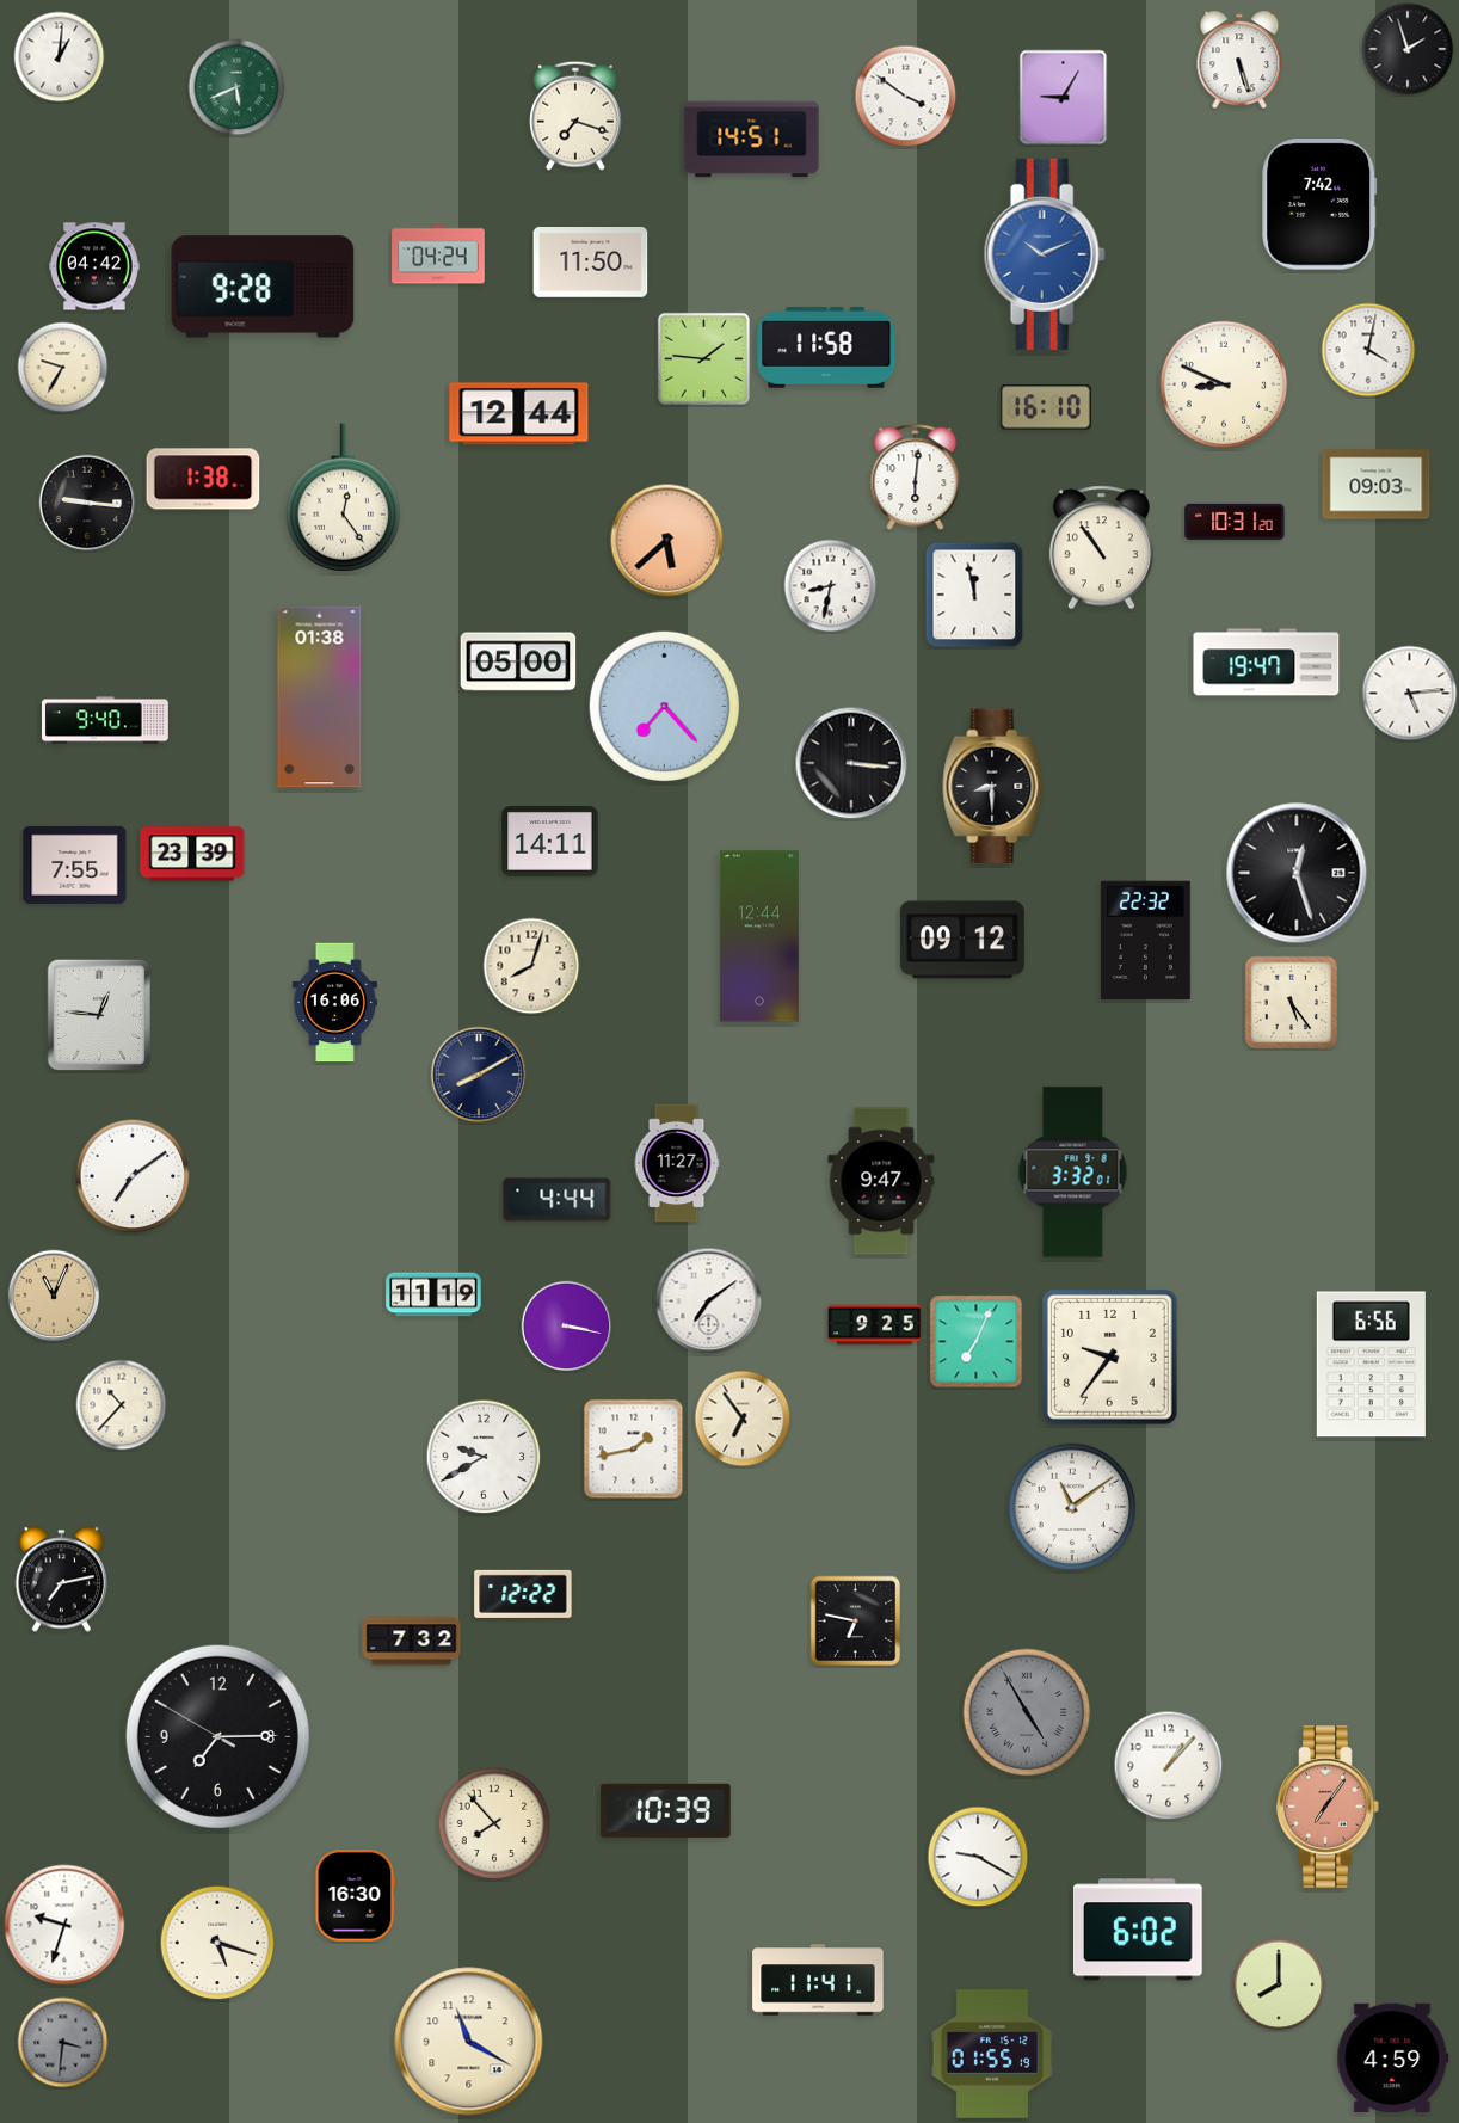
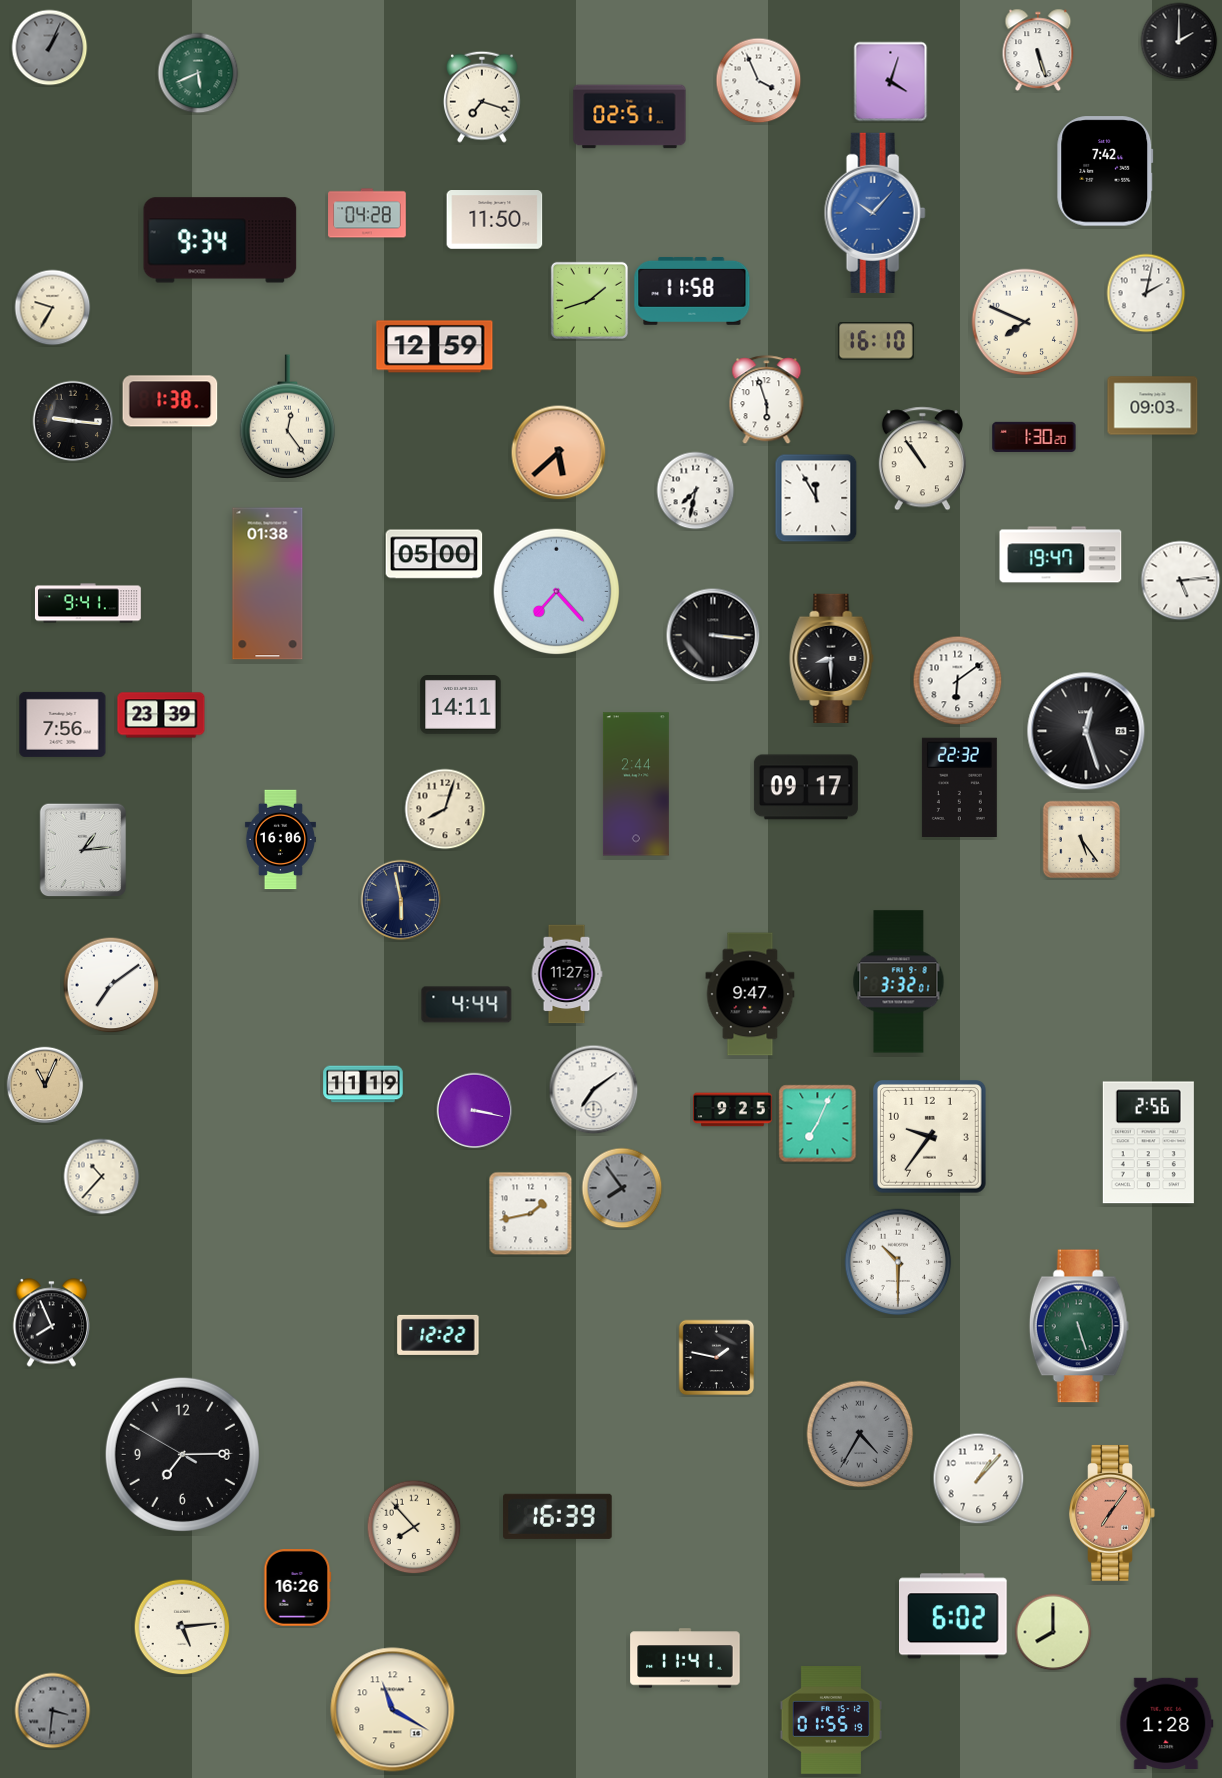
clock at (1408, 49): 1:57 -> 2:00
clock at (60, 57): 1:01 -> 1:04
clock at (60, 57) dial: white -> grey
clock at (906, 97): 3:51 -> 3:56
clock at (1064, 98): 9:05 -> 4:03
clock at (752, 140): 14:51 -> 02:51
clock at (438, 254): 04:24 -> 04:28
clock at (1045, 254): 10:11 -> 10:07
clock at (96, 266): 04:42 -> none
clock at (263, 287): 9:28 -> 9:34
clock at (1368, 350): 4:02 -> 2:02
clock at (703, 358): 1:46 -> 1:42
clock at (1224, 384): 8:49 -> 7:49
clock at (519, 414): 12:44 -> 12:59
clock at (916, 478): 6:01 -> 5:57
clock at (1235, 522): 10:31 -> 1:30
clock at (831, 586): 8:32 -> 7:32
clock at (974, 595): 11:58 -> 11:55
clock at (105, 720): 9:40 -> 9:41
clock at (851, 763) position: (851, 763) -> (713, 635)
clock at (958, 681): none -> 6:09
clock at (75, 864): 7:55 -> 7:56
clock at (759, 936): 12:44 -> 2:44
clock at (962, 940): 09:12 -> 09:17
clock at (99, 1015): 12:46 -> 1:14
clock at (479, 1075): 8:10 -> 5:58
clock at (881, 1181) position: (881, 1181) -> (750, 994)
clock at (1371, 1365): 6:56 -> 2:56
clock at (743, 1419): 6:54 -> 7:54
clock at (743, 1419) dial: cream -> grey
clock at (484, 1457): 9:40 -> none
clock at (1072, 1507): 11:09 -> 10:30
clock at (61, 1580): 7:13 -> 7:56
clock at (1079, 1326): none -> 5:27
clock at (856, 1622): 6:47 -> 1:47
clock at (412, 1642): 7:32 -> none
clock at (1027, 1712): 4:55 -> 4:35
clock at (666, 1810): 10:39 -> 16:39
clock at (978, 1857): 9:20 -> none
clock at (356, 1896): 16:30 -> 16:26
clock at (64, 1925): 9:33 -> none
clock at (217, 1943): 5:18 -> 5:14
clock at (1279, 1984) position: (1279, 1984) -> (1053, 1632)
clock at (1393, 2057): 4:59 -> 1:28
